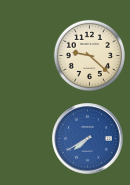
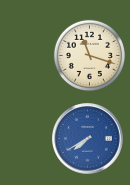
clock at (89, 55): 9:22 -> 11:18
